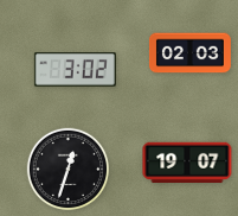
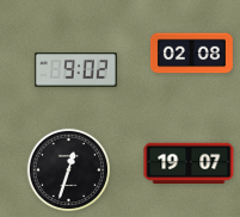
clock at (189, 53): 02:03 -> 02:08
clock at (75, 70): 3:02 -> 9:02
